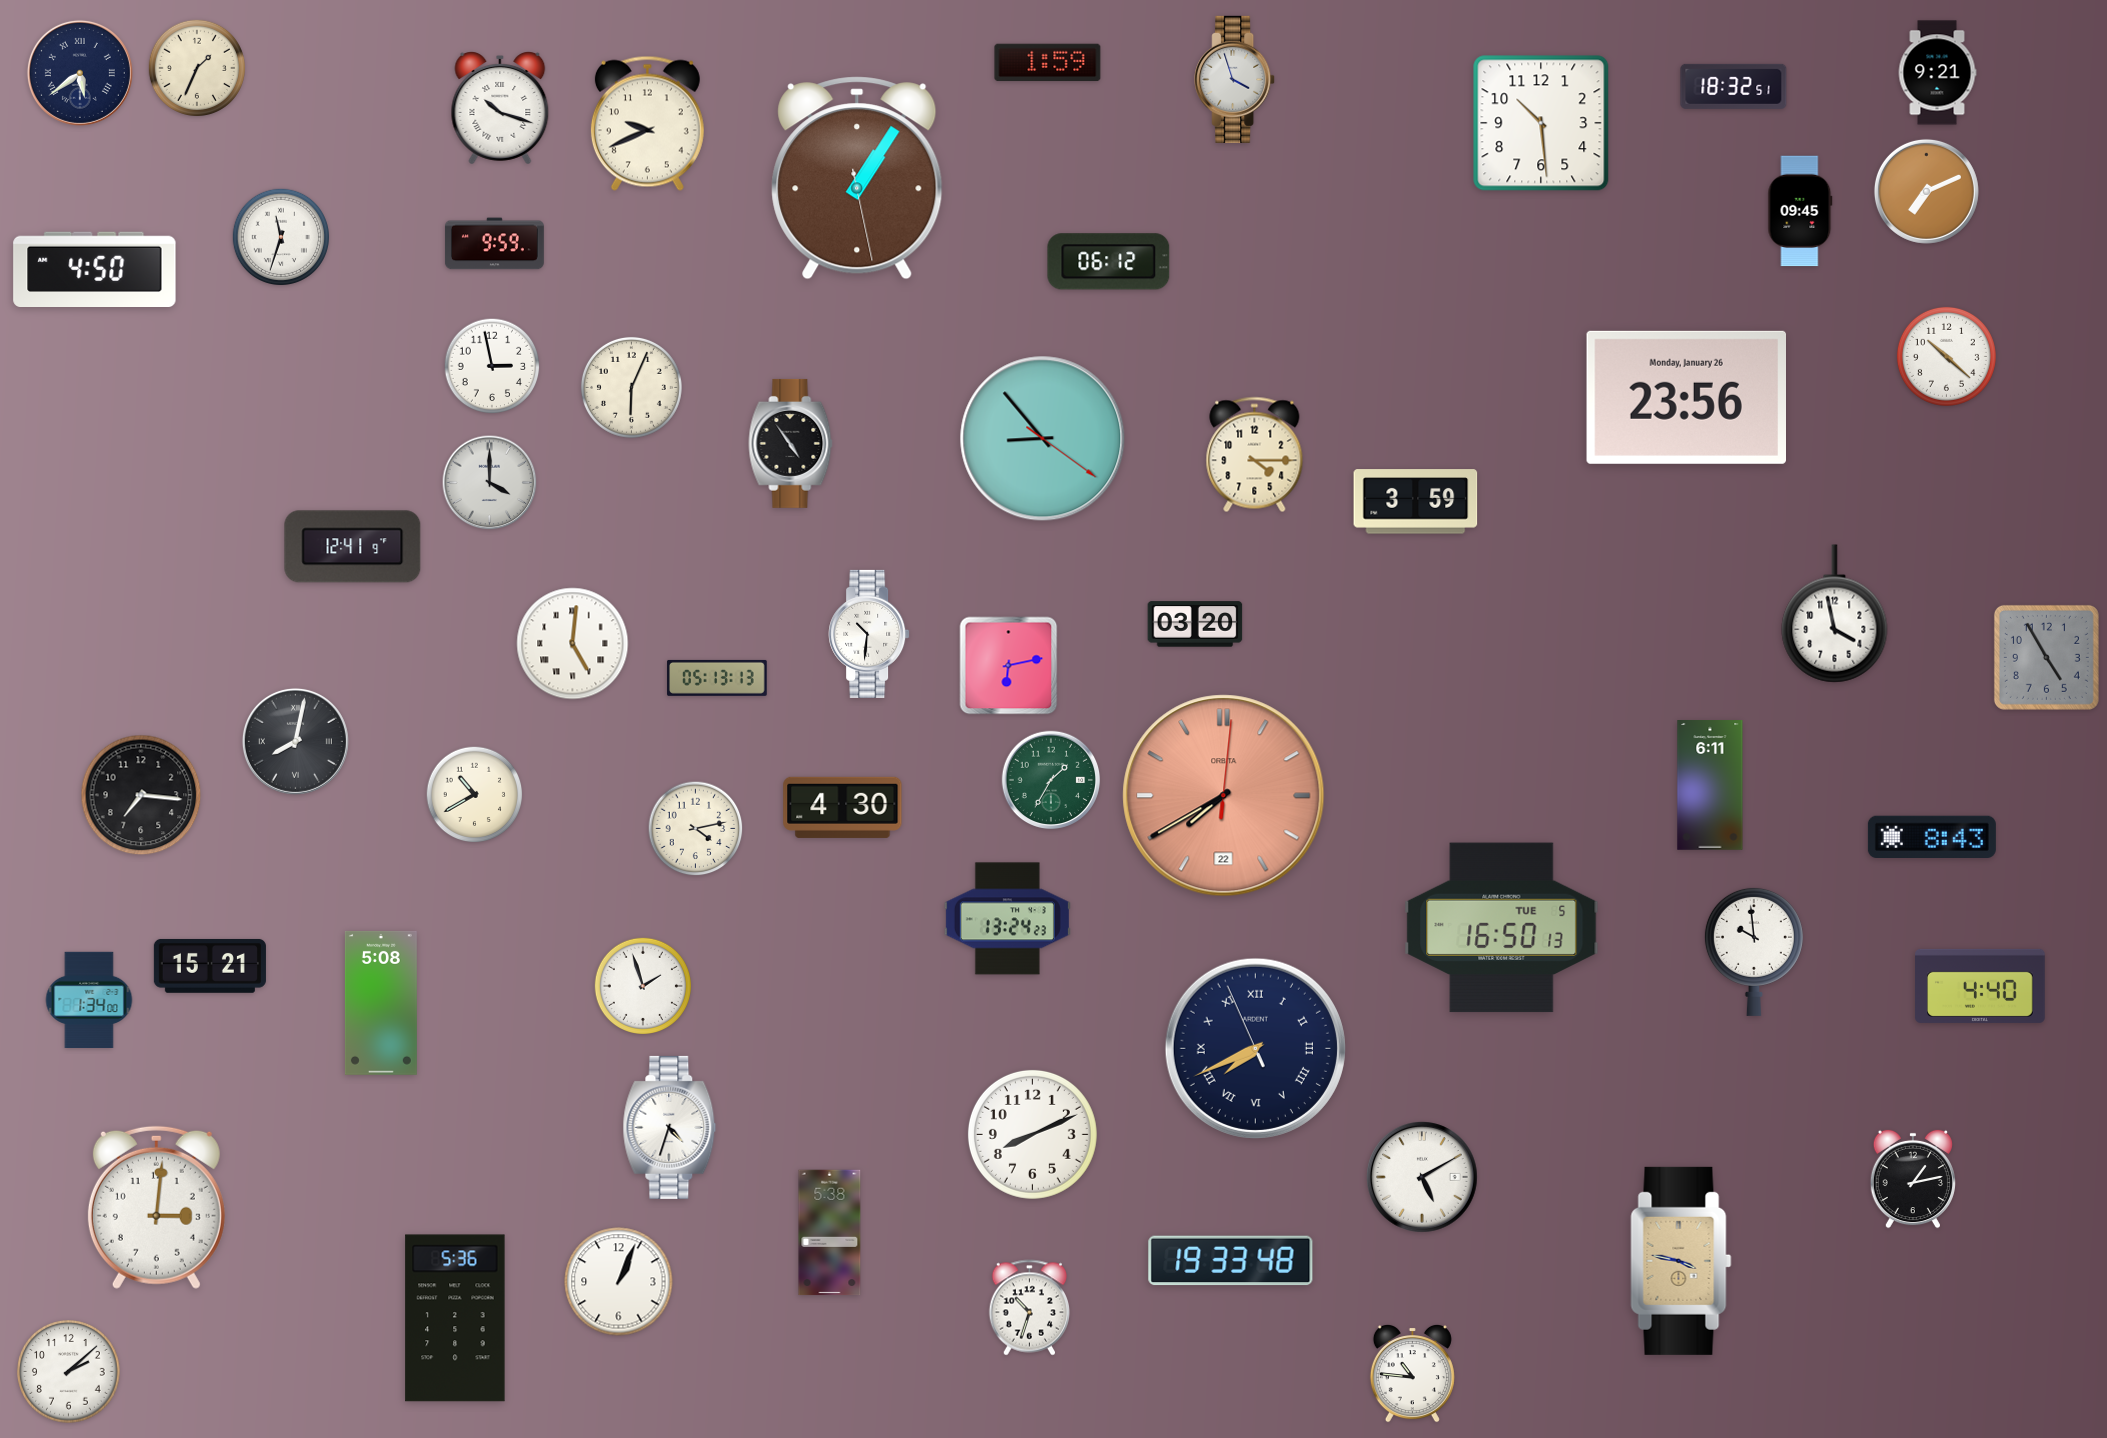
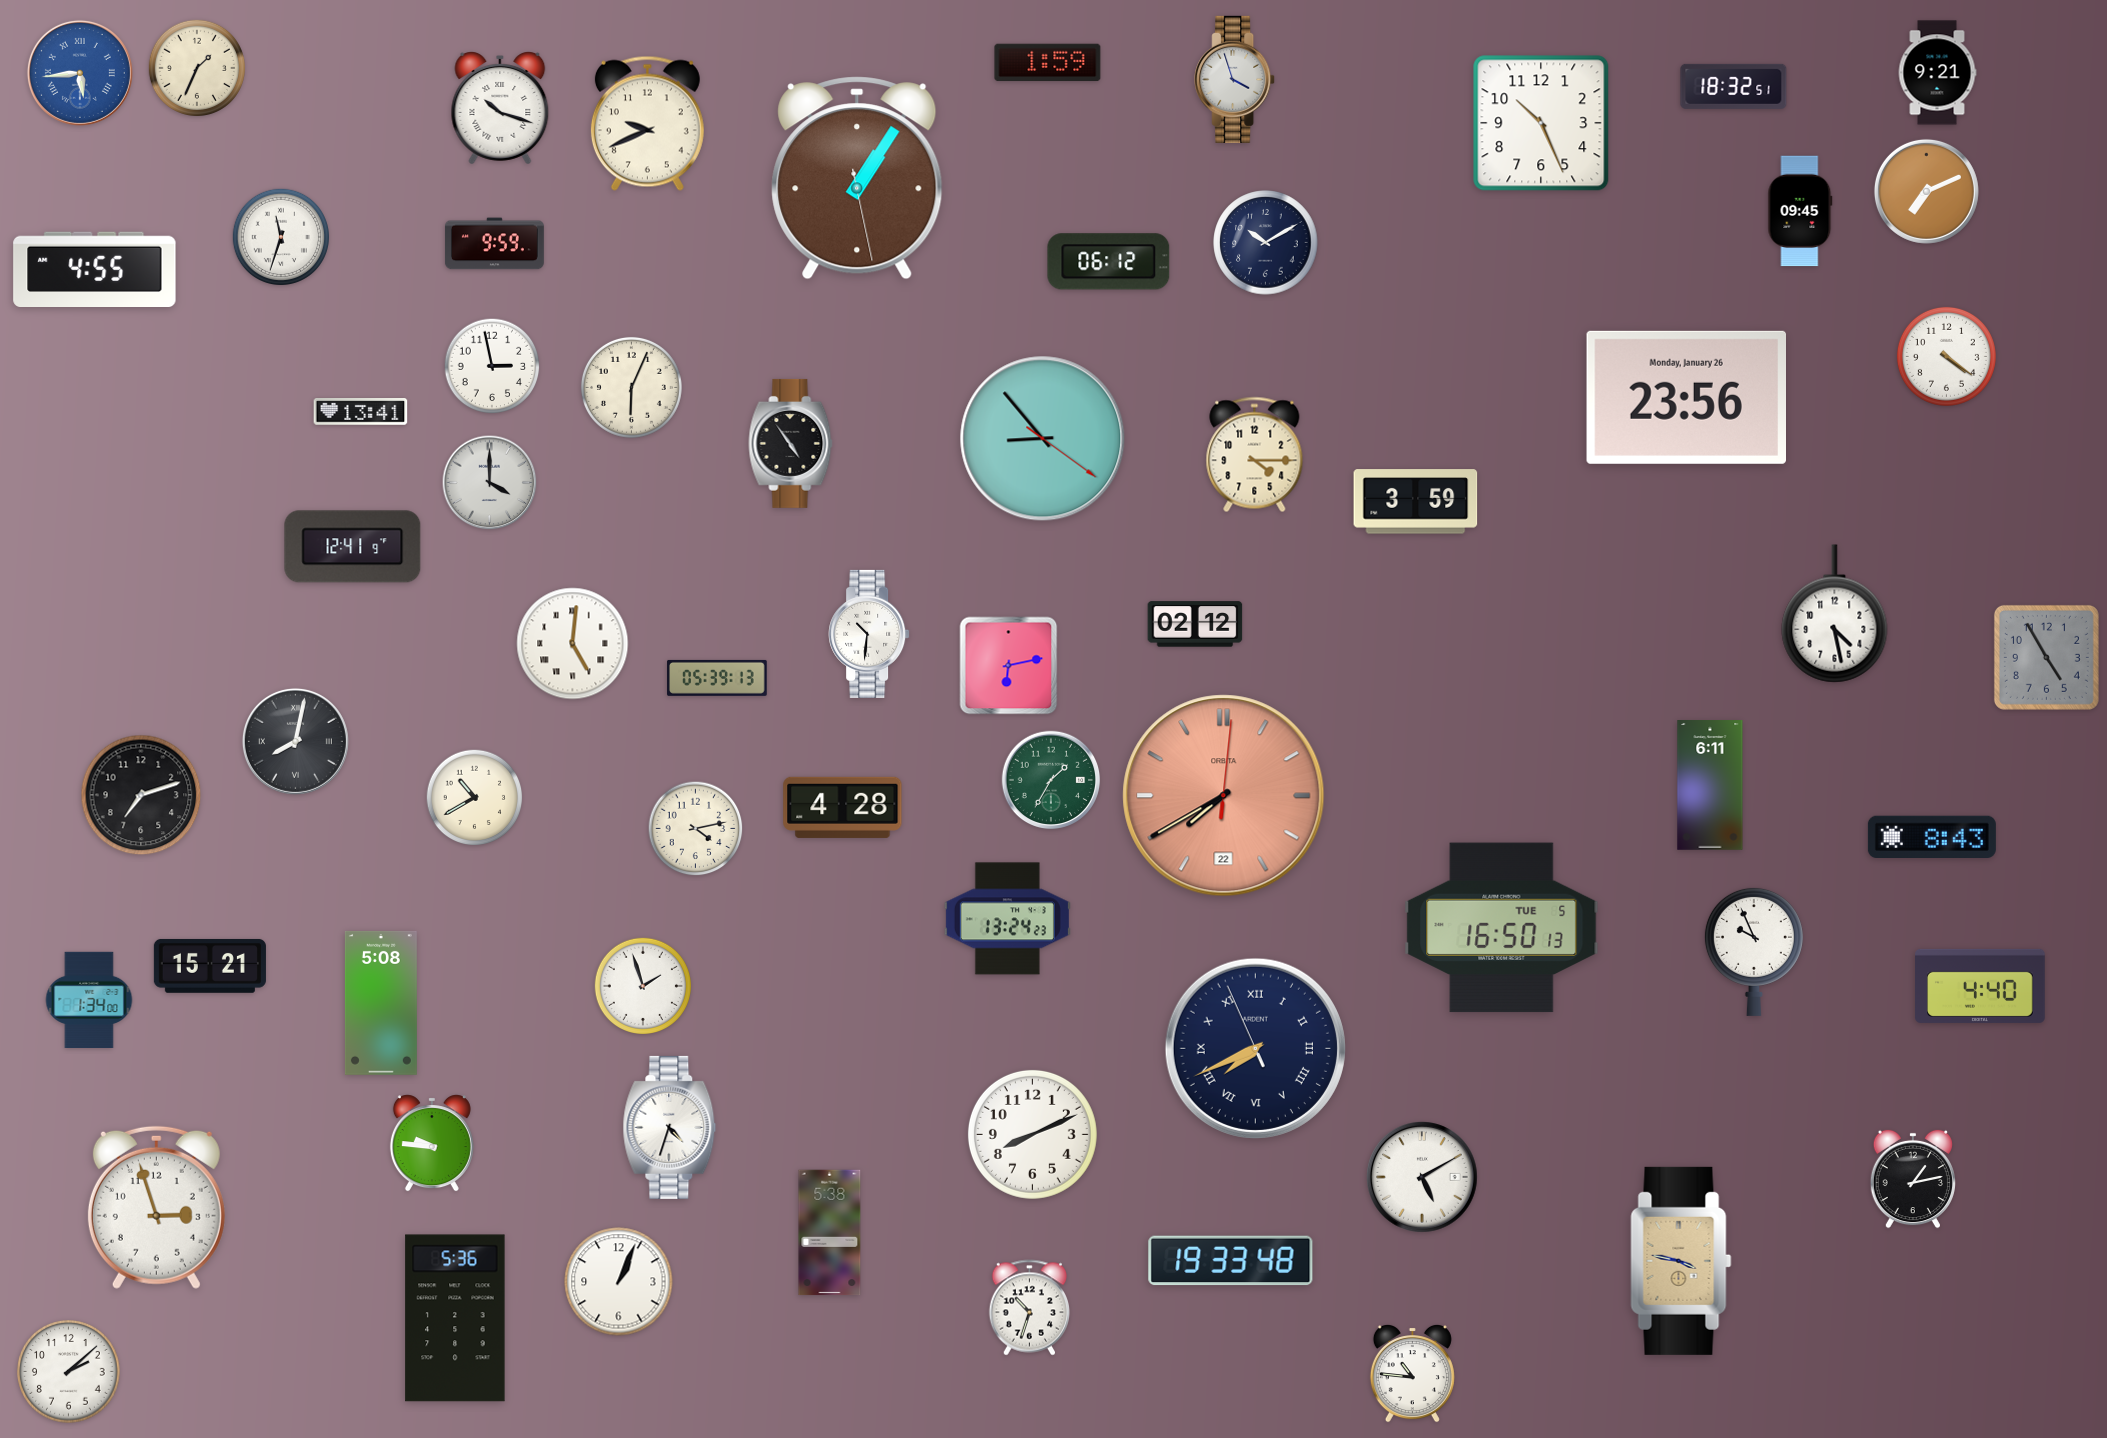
clock at (80, 73): 5:39 -> 5:44
clock at (80, 73) dial: navy -> blue
clock at (1541, 123): 10:29 -> 10:26
clock at (1266, 243): none -> 10:10
clock at (95, 270): 4:50 -> 4:55
clock at (1946, 356): 10:22 -> 4:21
clock at (361, 412): none -> 13:41
clock at (1835, 614): 3:58 -> 4:28
clock at (1195, 624): 03:20 -> 02:12
clock at (717, 678): 05:13 -> 05:39
clock at (141, 795): 7:16 -> 7:12
clock at (475, 795) position: (475, 795) -> (475, 798)
clock at (843, 807): 4:30 -> 4:28
clock at (1754, 951): 9:59 -> 9:56
clock at (432, 1143): none -> 9:46
clock at (156, 1207): 3:01 -> 2:57
